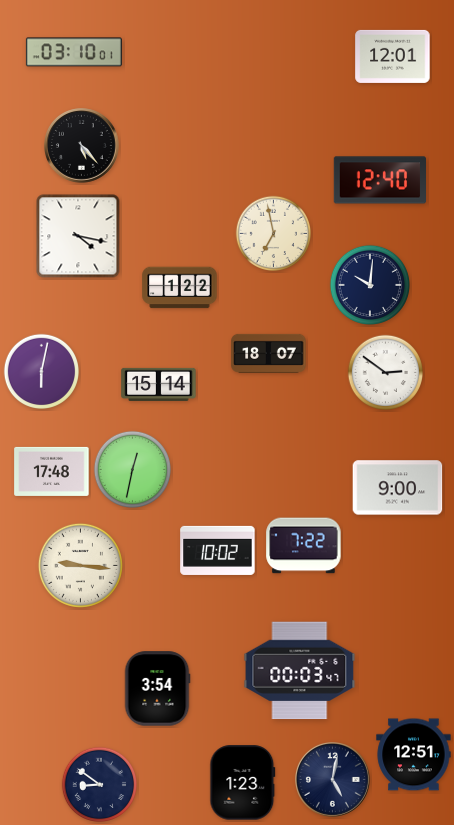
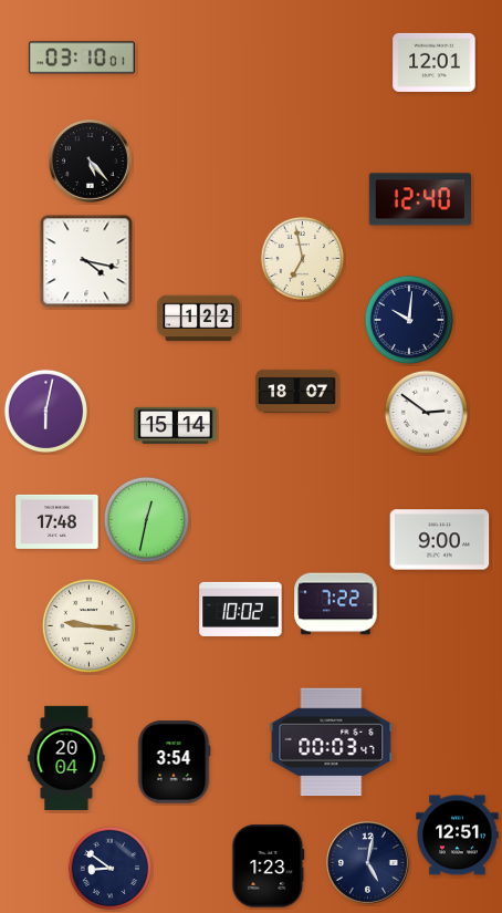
clock at (370, 285) position: (370, 285) -> (409, 320)
clock at (66, 758): none -> 20:04
